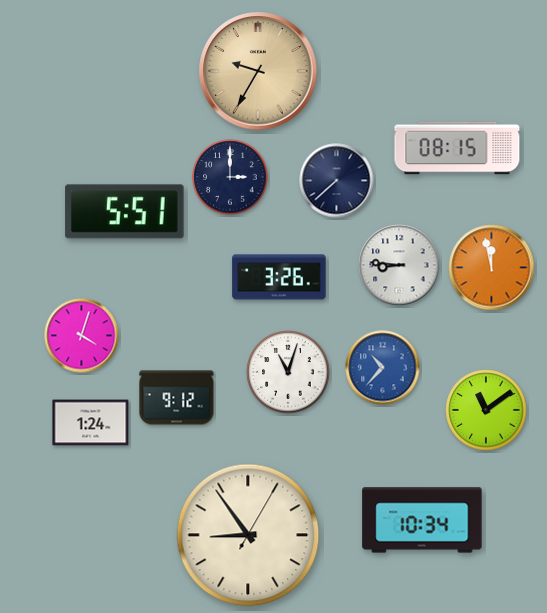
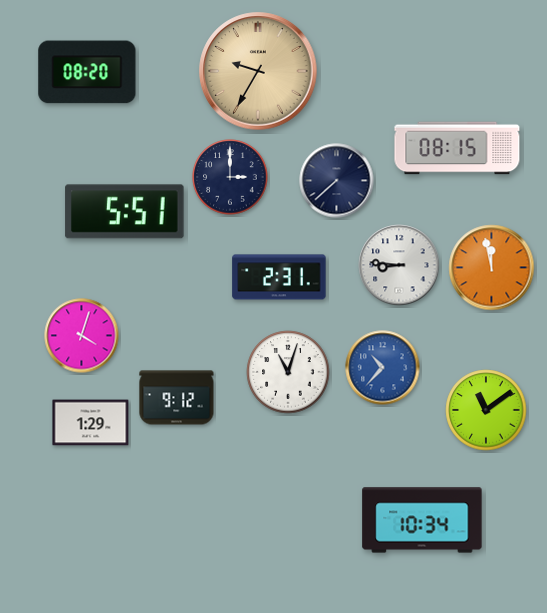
clock at (87, 72): none -> 08:20
clock at (279, 277): 3:26 -> 2:31
clock at (91, 423): 1:24 -> 1:29
clock at (248, 535): 8:54 -> none
